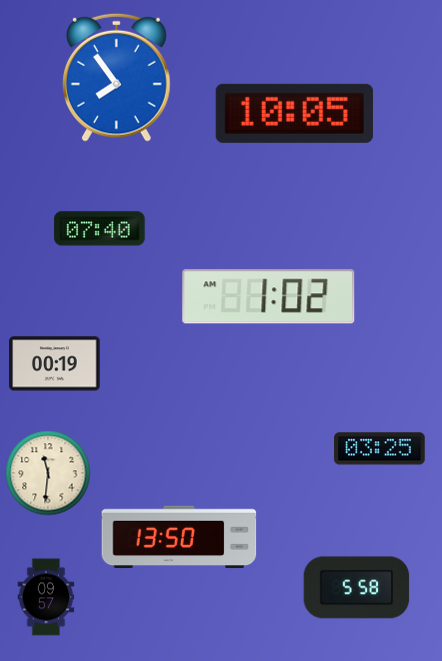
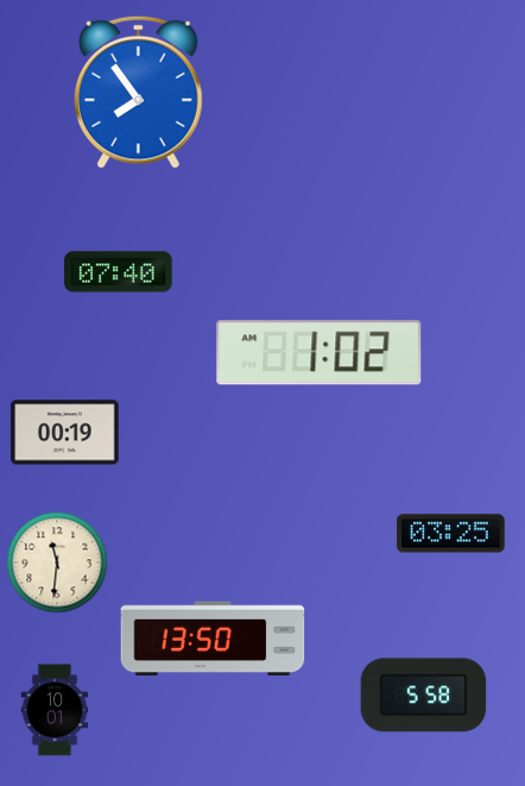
clock at (294, 113): 10:05 -> none
clock at (357, 588) position: (357, 588) -> (424, 696)
clock at (46, 597): 09:57 -> 10:01
